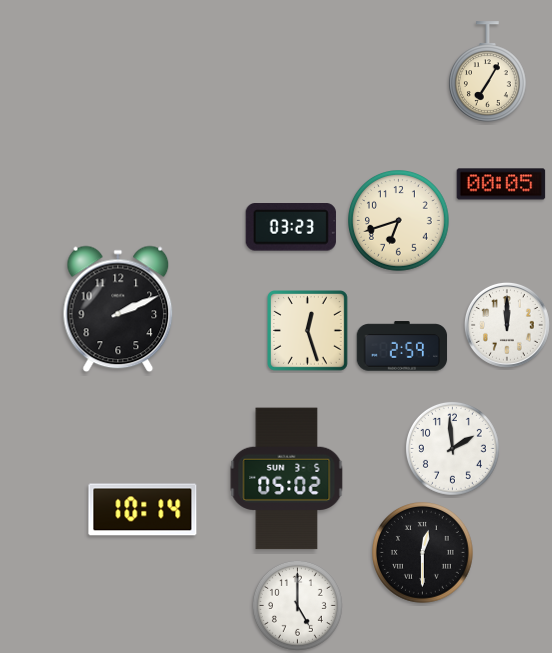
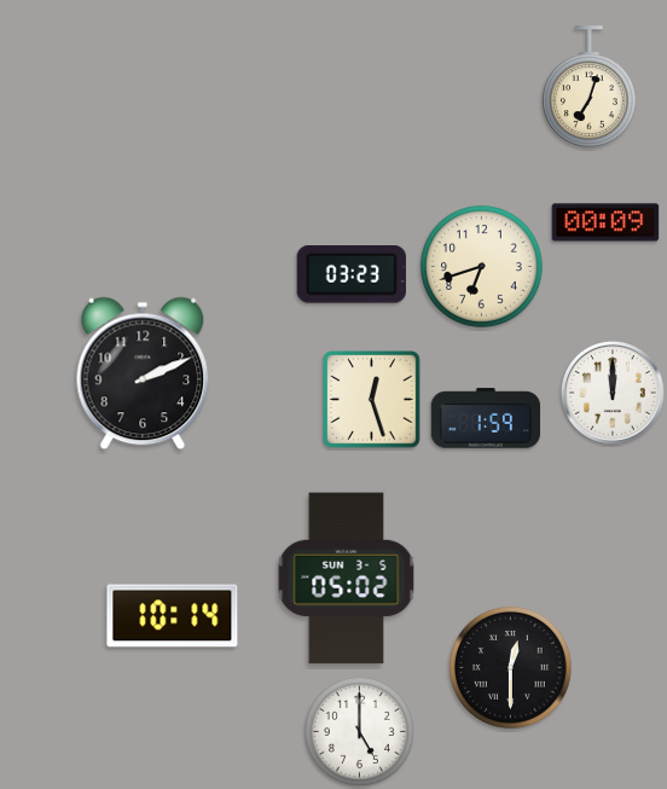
clock at (487, 72): 7:05 -> 7:03
clock at (501, 184): 00:05 -> 00:09
clock at (402, 346): 2:59 -> 1:59
clock at (452, 448): 1:59 -> none
